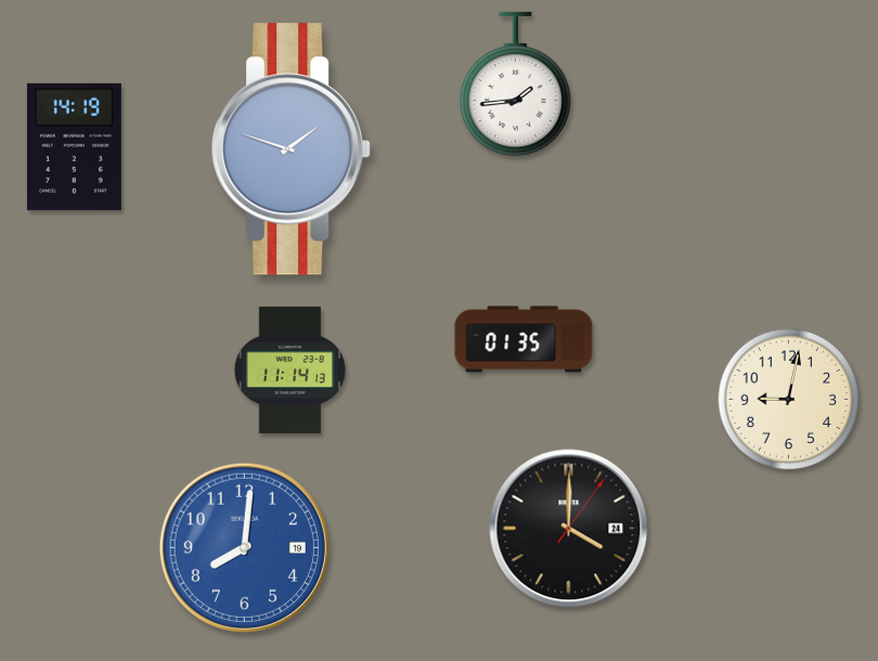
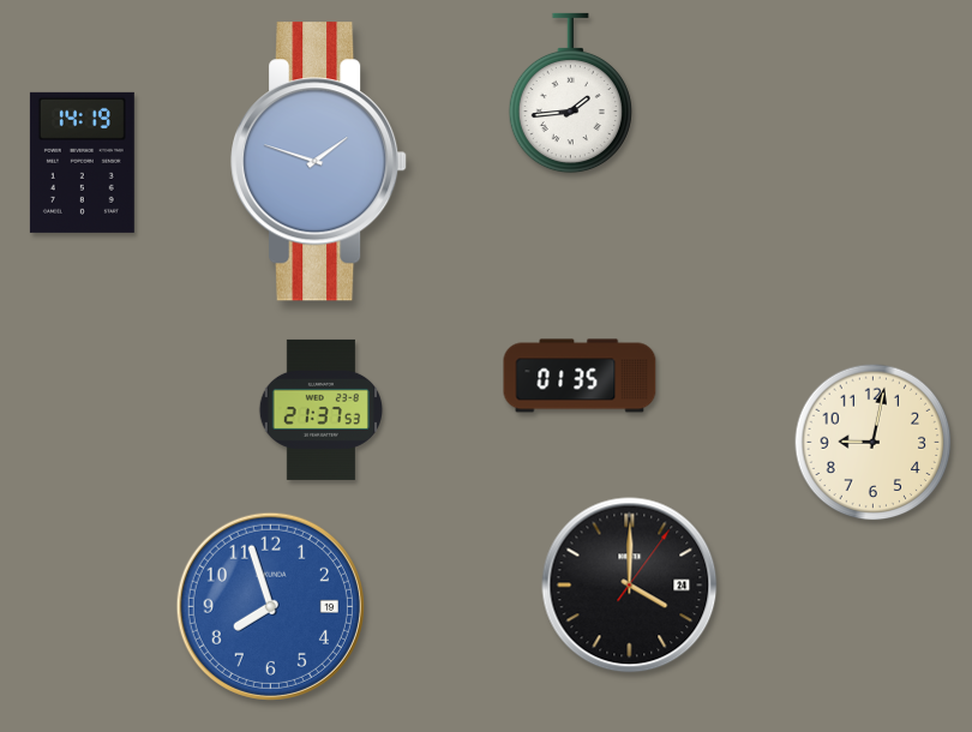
clock at (292, 150) position: (292, 150) -> (319, 162)
clock at (289, 370): 11:14 -> 21:37
clock at (244, 547): 8:01 -> 7:57
